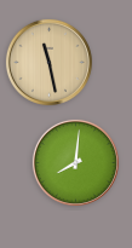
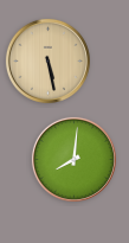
clock at (48, 62): 11:28 -> 5:28
